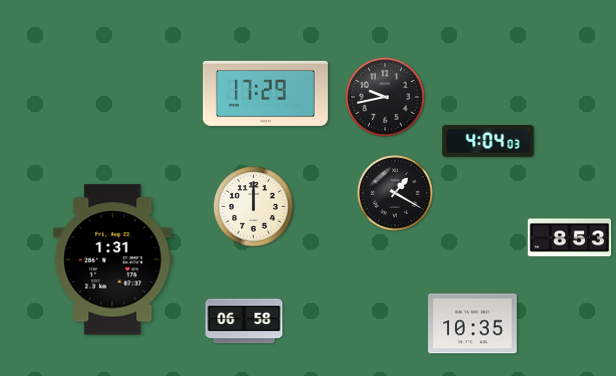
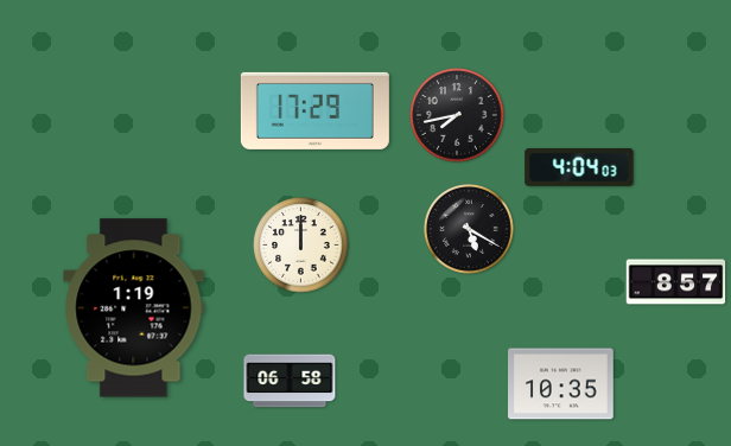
clock at (385, 97): 9:43 -> 7:43
clock at (396, 194): 1:20 -> 5:20
clock at (570, 238): 8:53 -> 8:57
clock at (113, 260): 1:31 -> 1:19
